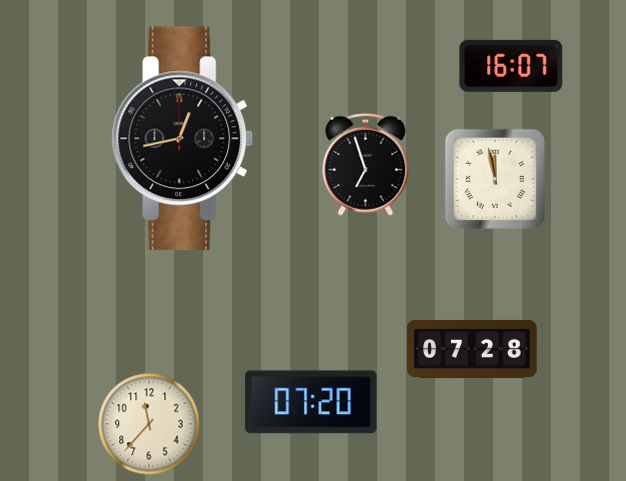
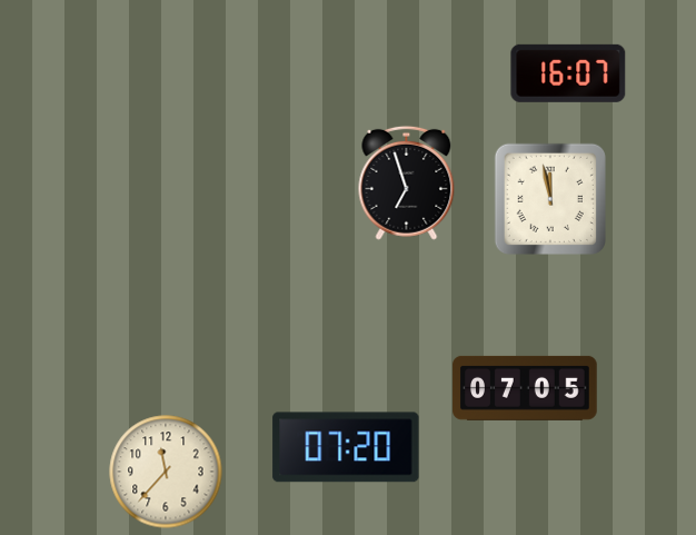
clock at (183, 139): 12:43 -> none
clock at (472, 349): 07:28 -> 07:05
